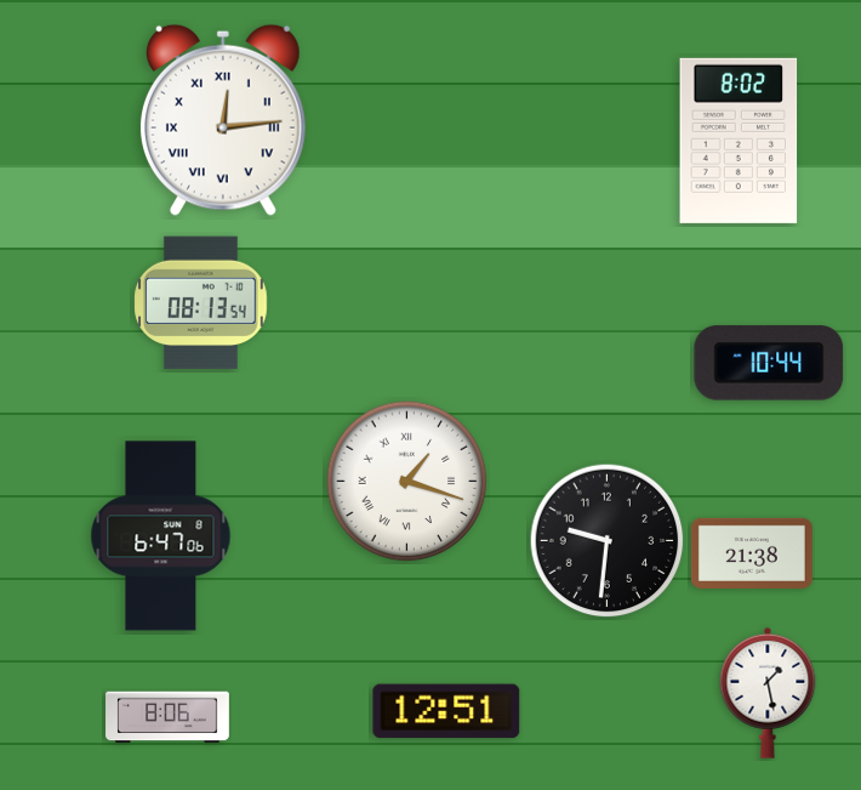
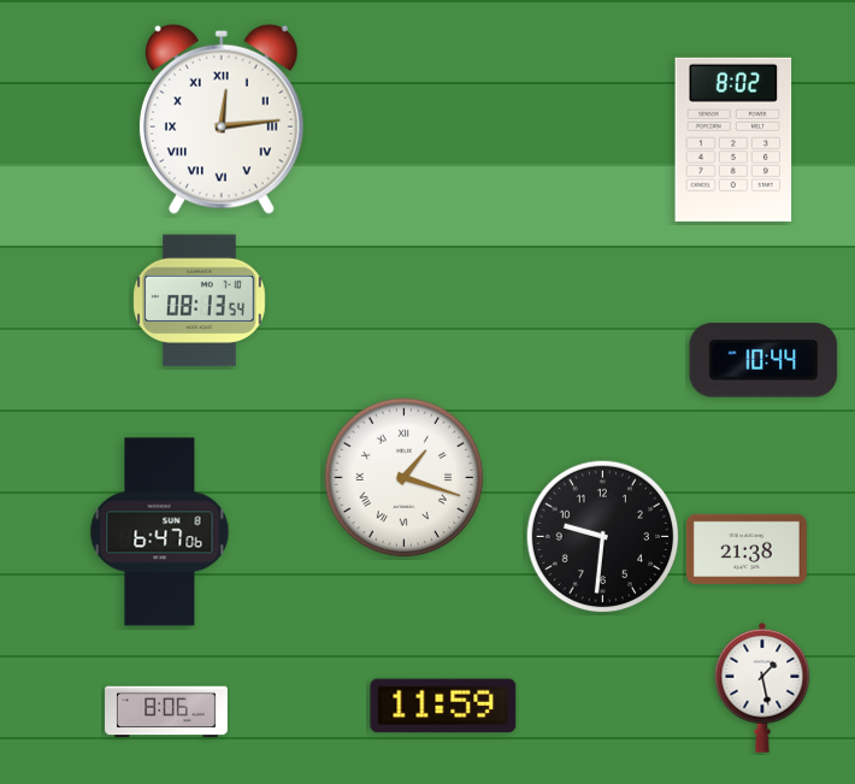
clock at (446, 711): 12:51 -> 11:59
